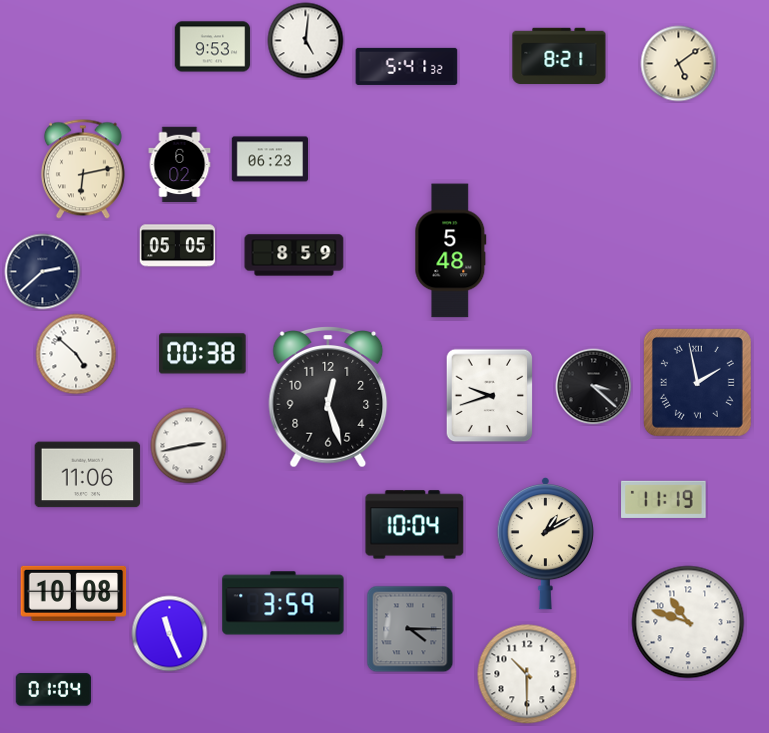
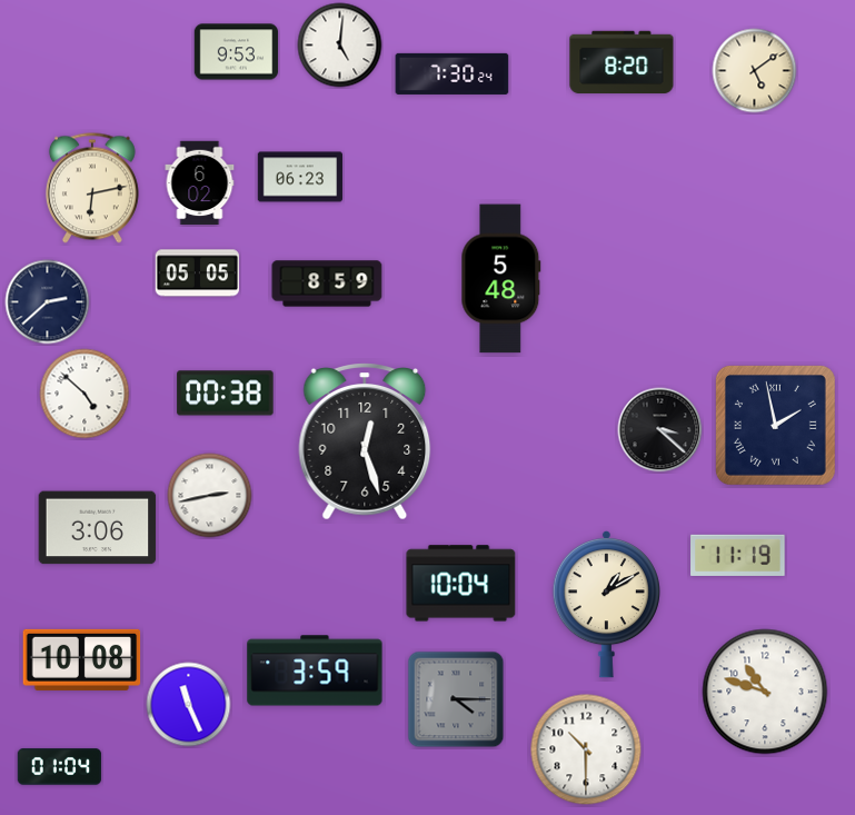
clock at (559, 56): 8:21 -> 8:20
clock at (407, 66): 5:41 -> 7:30
clock at (490, 396): 9:42 -> none
clock at (88, 475): 11:06 -> 3:06
